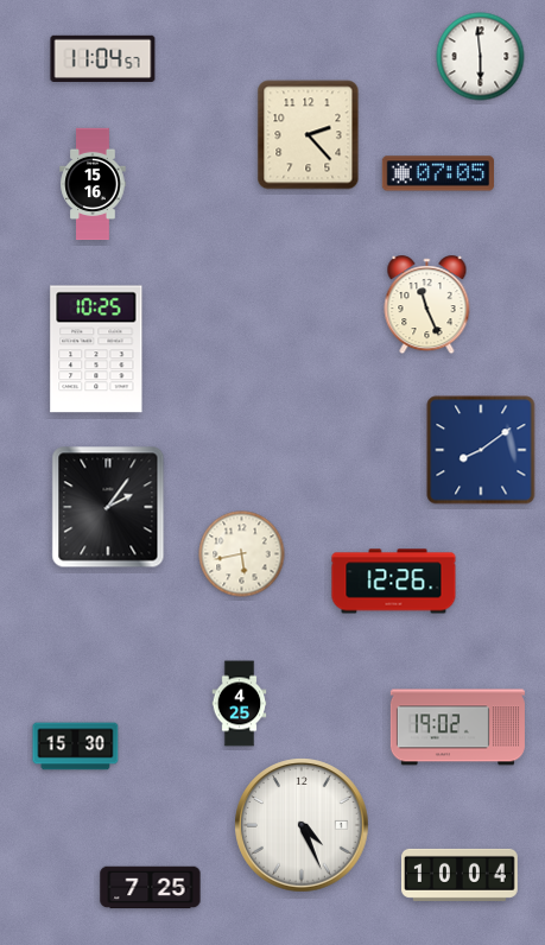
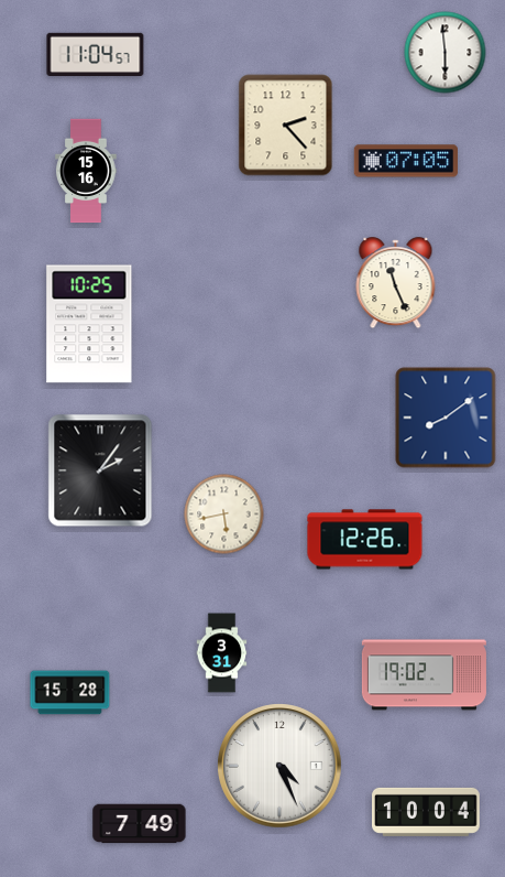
clock at (240, 704): 4:25 -> 3:31
clock at (76, 747): 15:30 -> 15:28
clock at (151, 888): 7:25 -> 7:49
